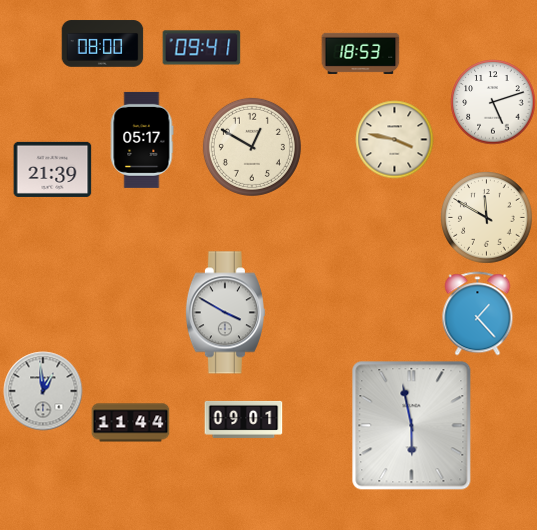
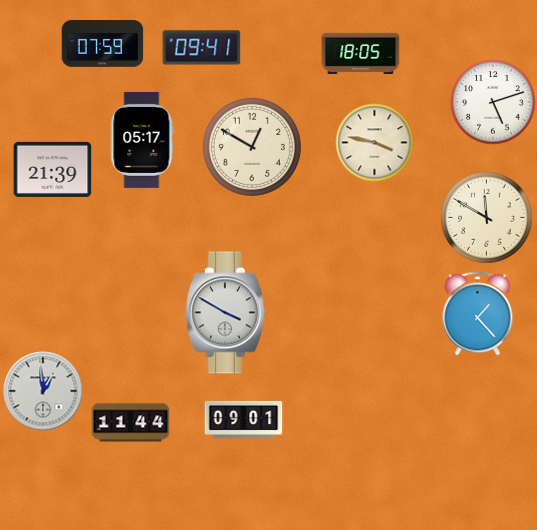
clock at (102, 44): 08:00 -> 07:59
clock at (360, 53): 18:53 -> 18:05
clock at (394, 139) position: (394, 139) -> (374, 142)
clock at (412, 426): 5:58 -> none
